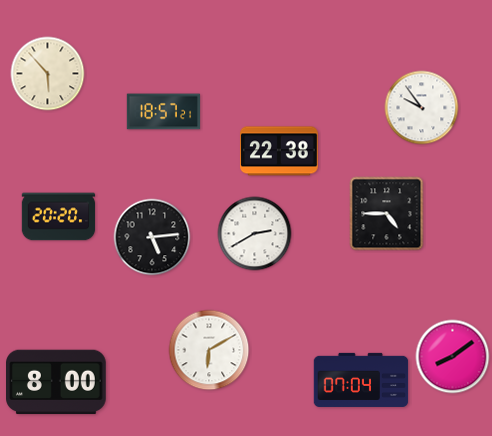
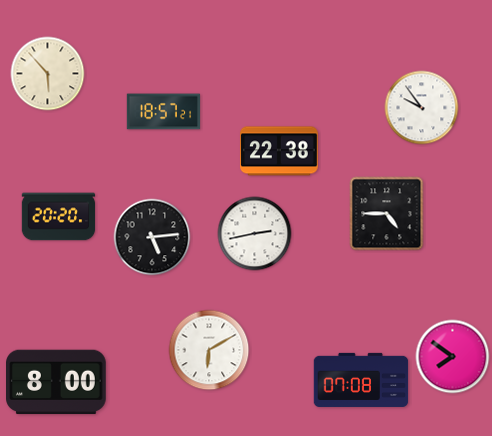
clock at (255, 234): 2:40 -> 2:43
clock at (453, 357): 8:09 -> 7:51
clock at (361, 380): 07:04 -> 07:08
